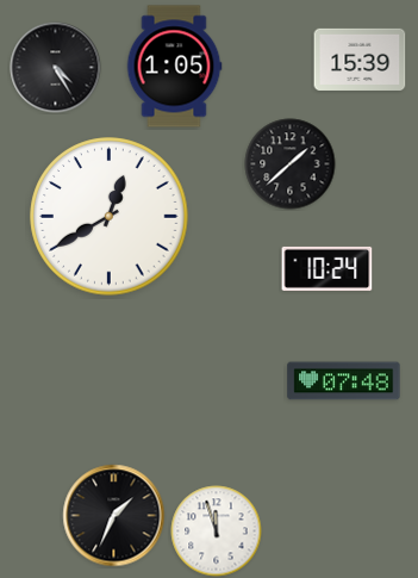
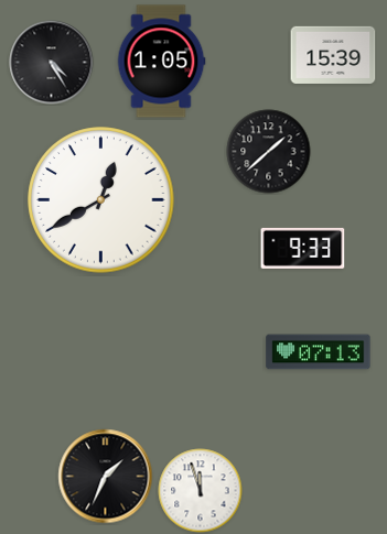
clock at (327, 268): 10:24 -> 9:33
clock at (344, 381): 07:48 -> 07:13
